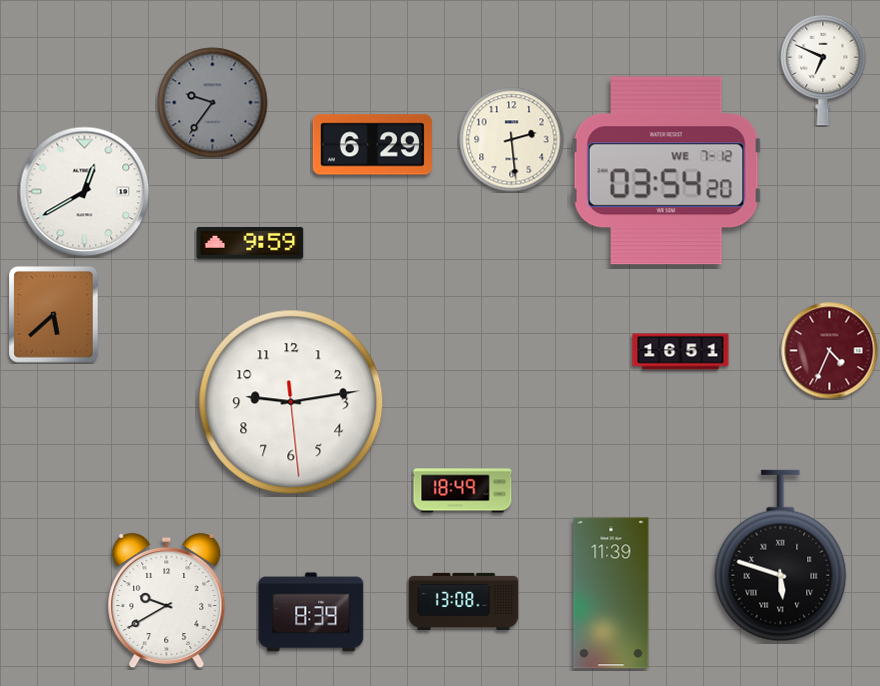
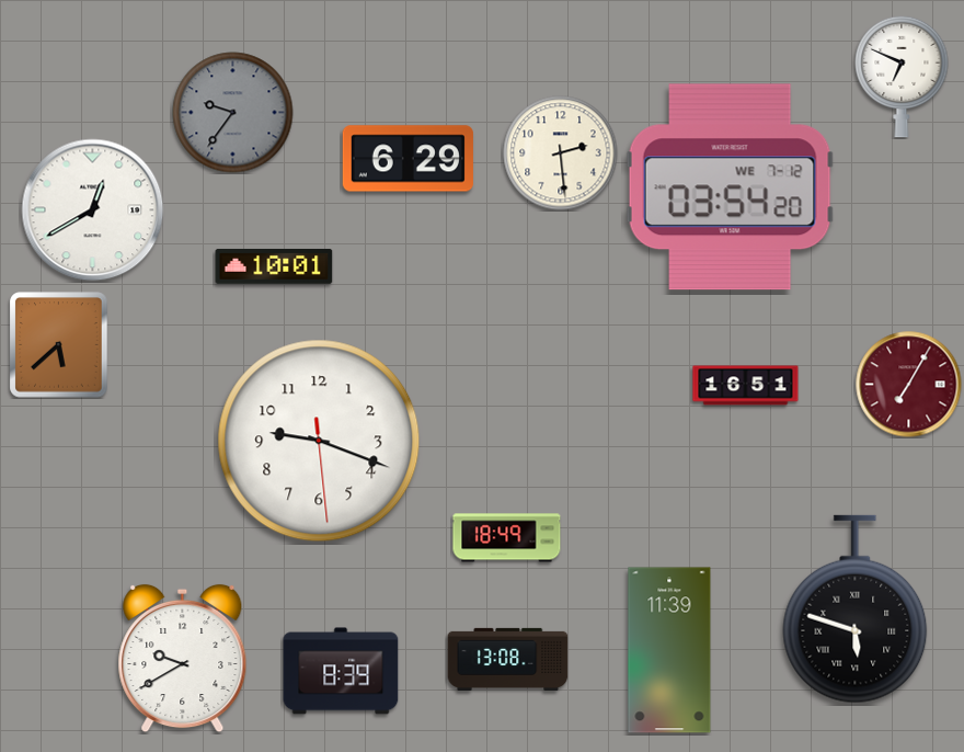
clock at (250, 243): 9:59 -> 10:01
clock at (830, 351): 4:34 -> 7:05
clock at (291, 402): 9:13 -> 9:18
